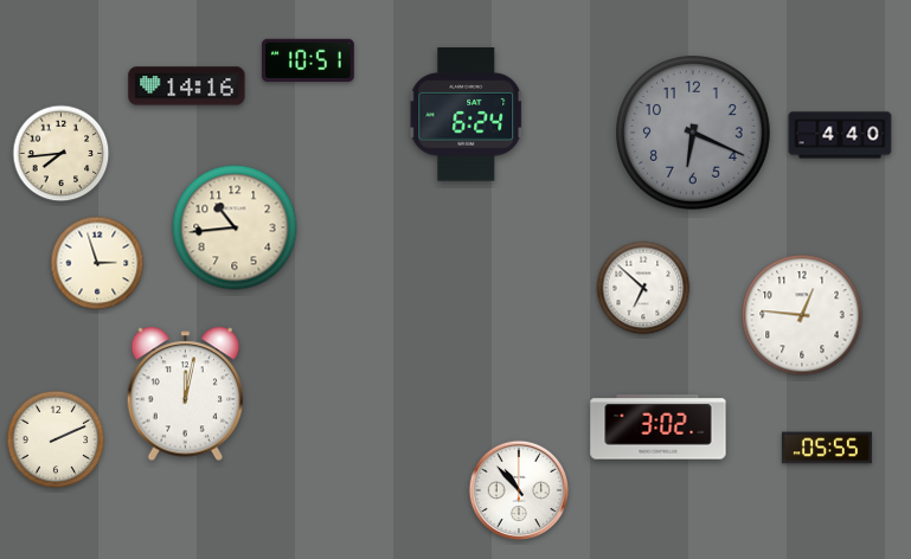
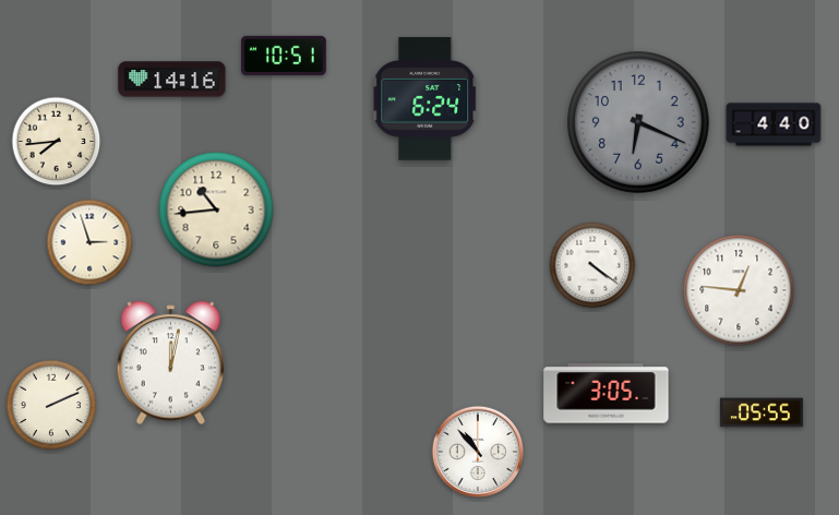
clock at (467, 115) position: (467, 115) -> (426, 99)
clock at (643, 288): 6:52 -> 4:21
clock at (659, 428): 3:02 -> 3:05
